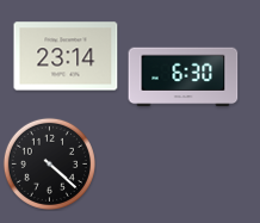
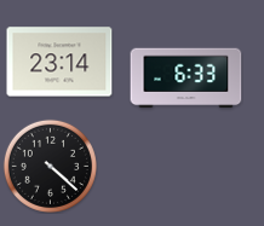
clock at (66, 56) position: (66, 56) -> (59, 62)
clock at (184, 78): 6:30 -> 6:33
